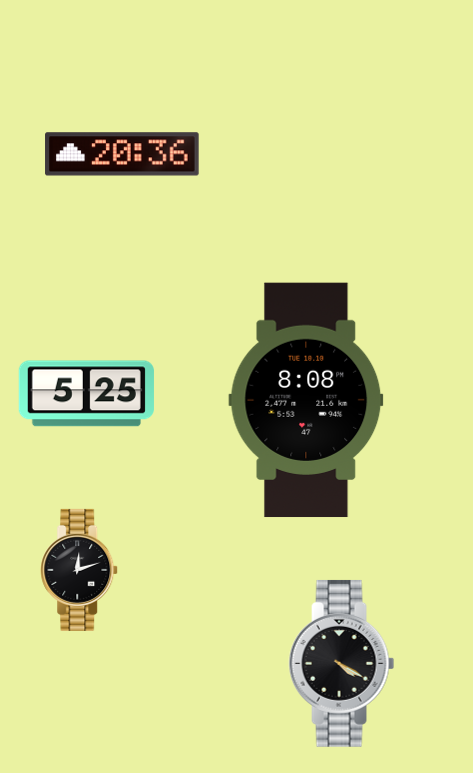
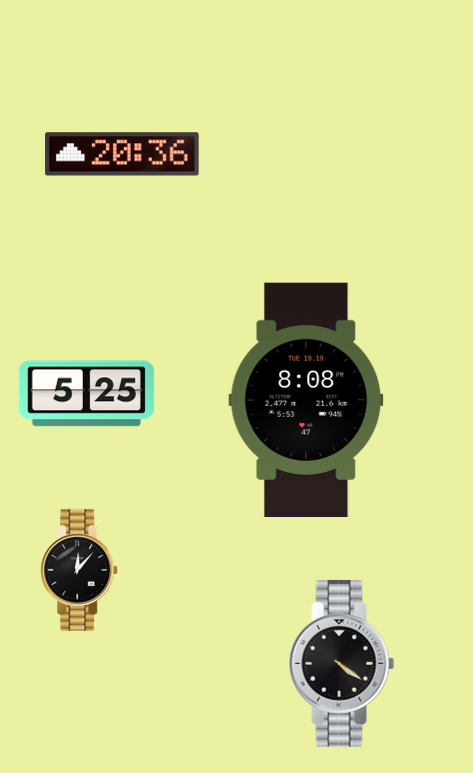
clock at (80, 570): 12:12 -> 12:07
clock at (342, 663): 4:20 -> 4:21
